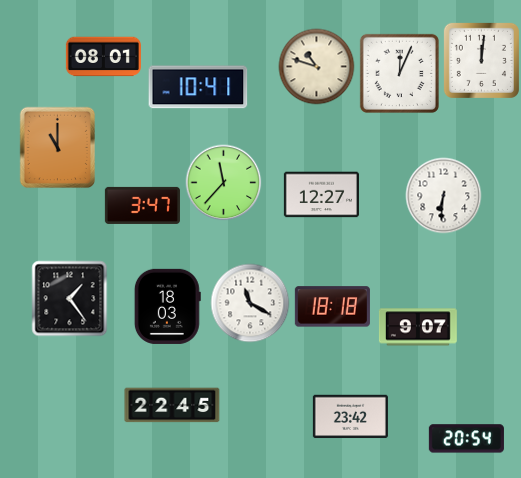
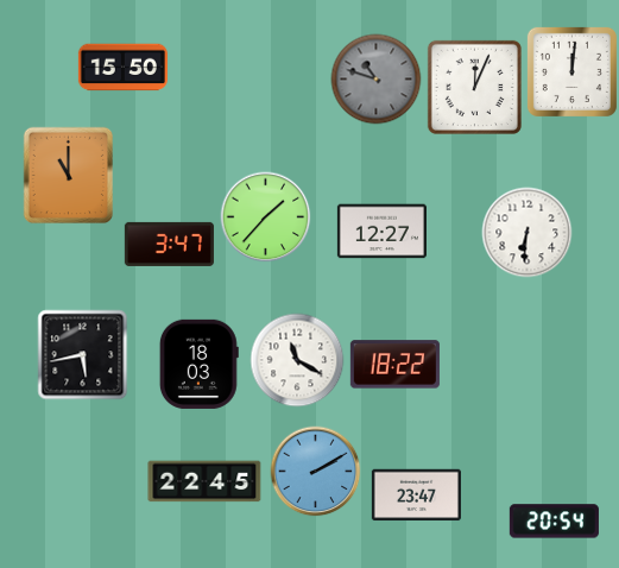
clock at (103, 57): 08:01 -> 15:50
clock at (317, 67) dial: cream -> grey
clock at (198, 87): 10:41 -> none
clock at (224, 183): 11:37 -> 1:37
clock at (70, 299): 1:24 -> 5:43
clock at (332, 307): 18:18 -> 18:22
clock at (418, 327): 9:07 -> none
clock at (316, 472): none -> 2:10
clock at (350, 417): 23:42 -> 23:47
